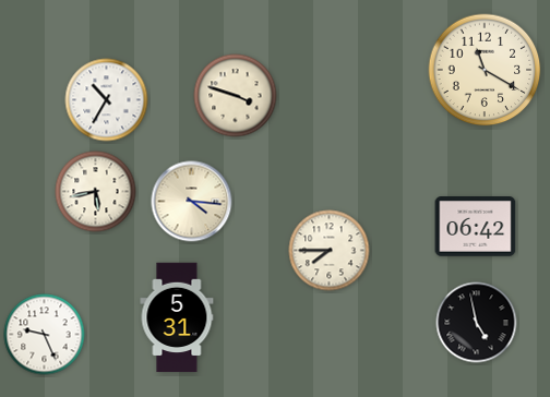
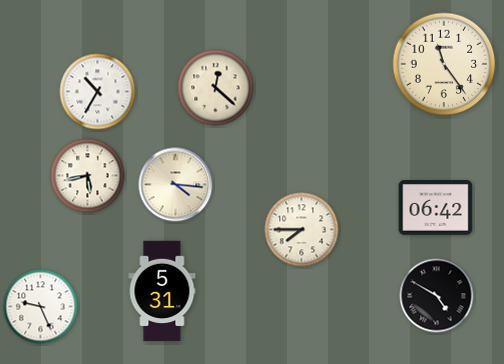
clock at (485, 70): 11:20 -> 11:24
clock at (236, 96): 3:48 -> 12:22
clock at (477, 323): 4:58 -> 4:50
